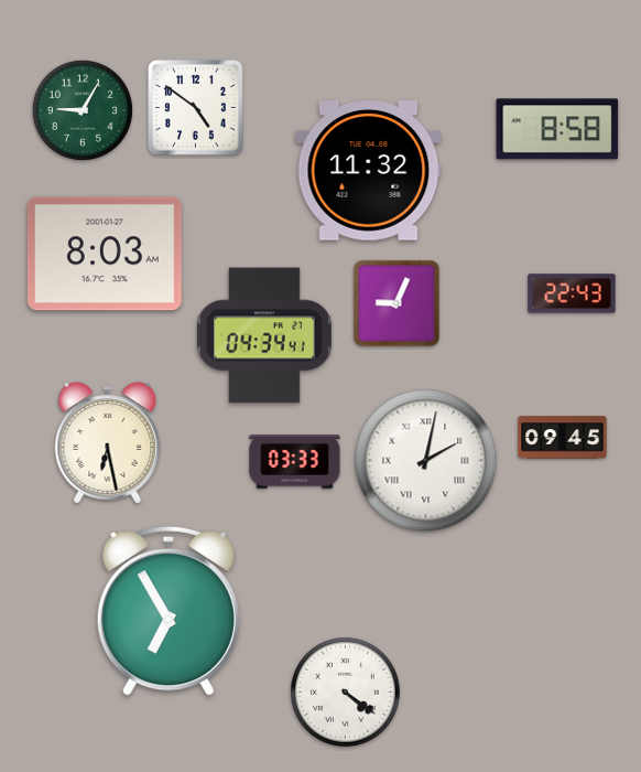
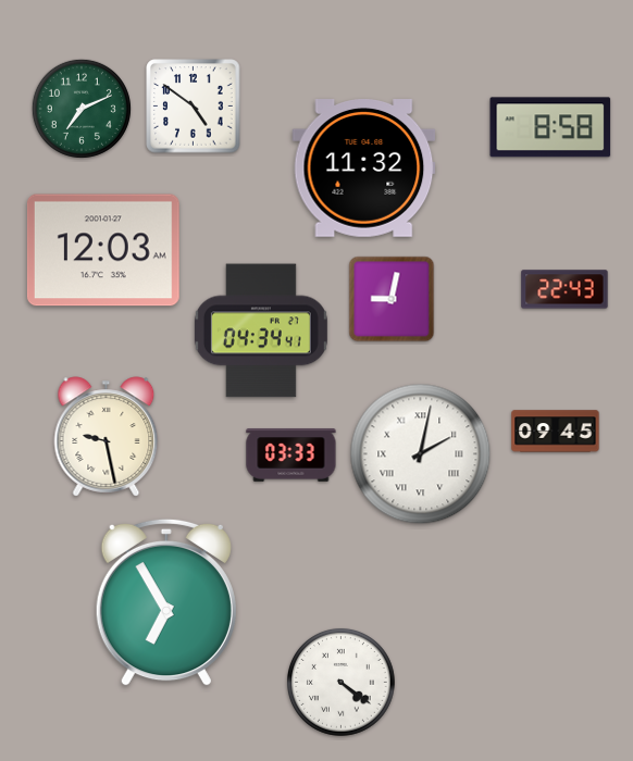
clock at (83, 110): 9:05 -> 7:11
clock at (105, 254): 8:03 -> 12:03
clock at (396, 303): 9:04 -> 9:02
clock at (108, 443): 6:28 -> 9:28
